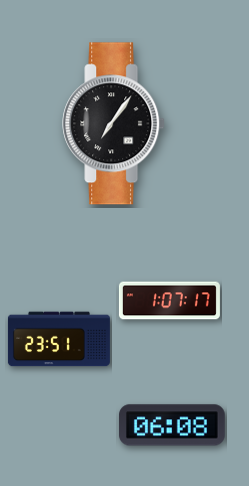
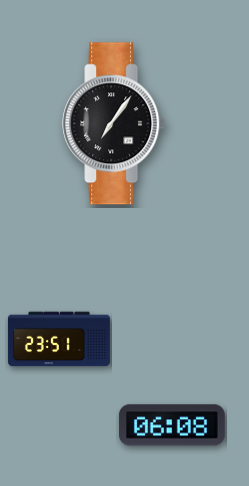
clock at (169, 301): 1:07 -> none
